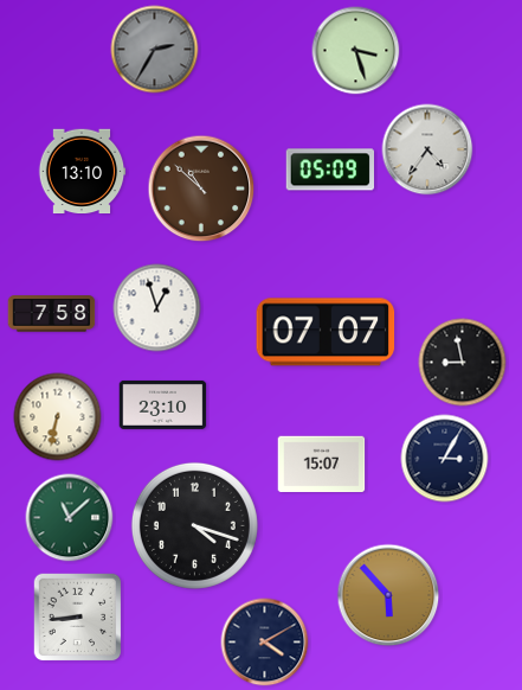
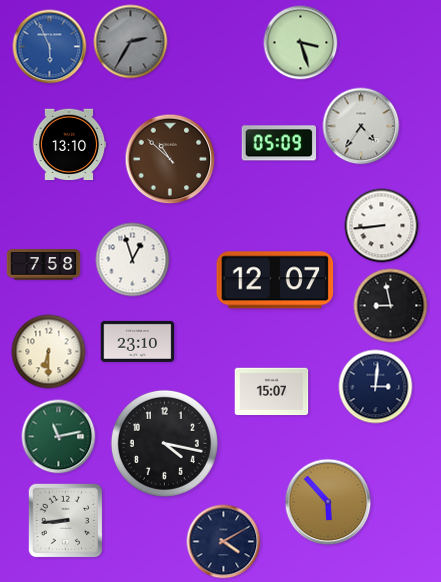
clock at (50, 47): none -> 5:56
clock at (382, 226): none -> 8:44
clock at (326, 332): 07:07 -> 12:07
clock at (58, 417): 6:32 -> 6:30
clock at (445, 459): 3:05 -> 3:01
clock at (70, 518): 11:08 -> 11:13
clock at (194, 525): 4:18 -> 4:17
